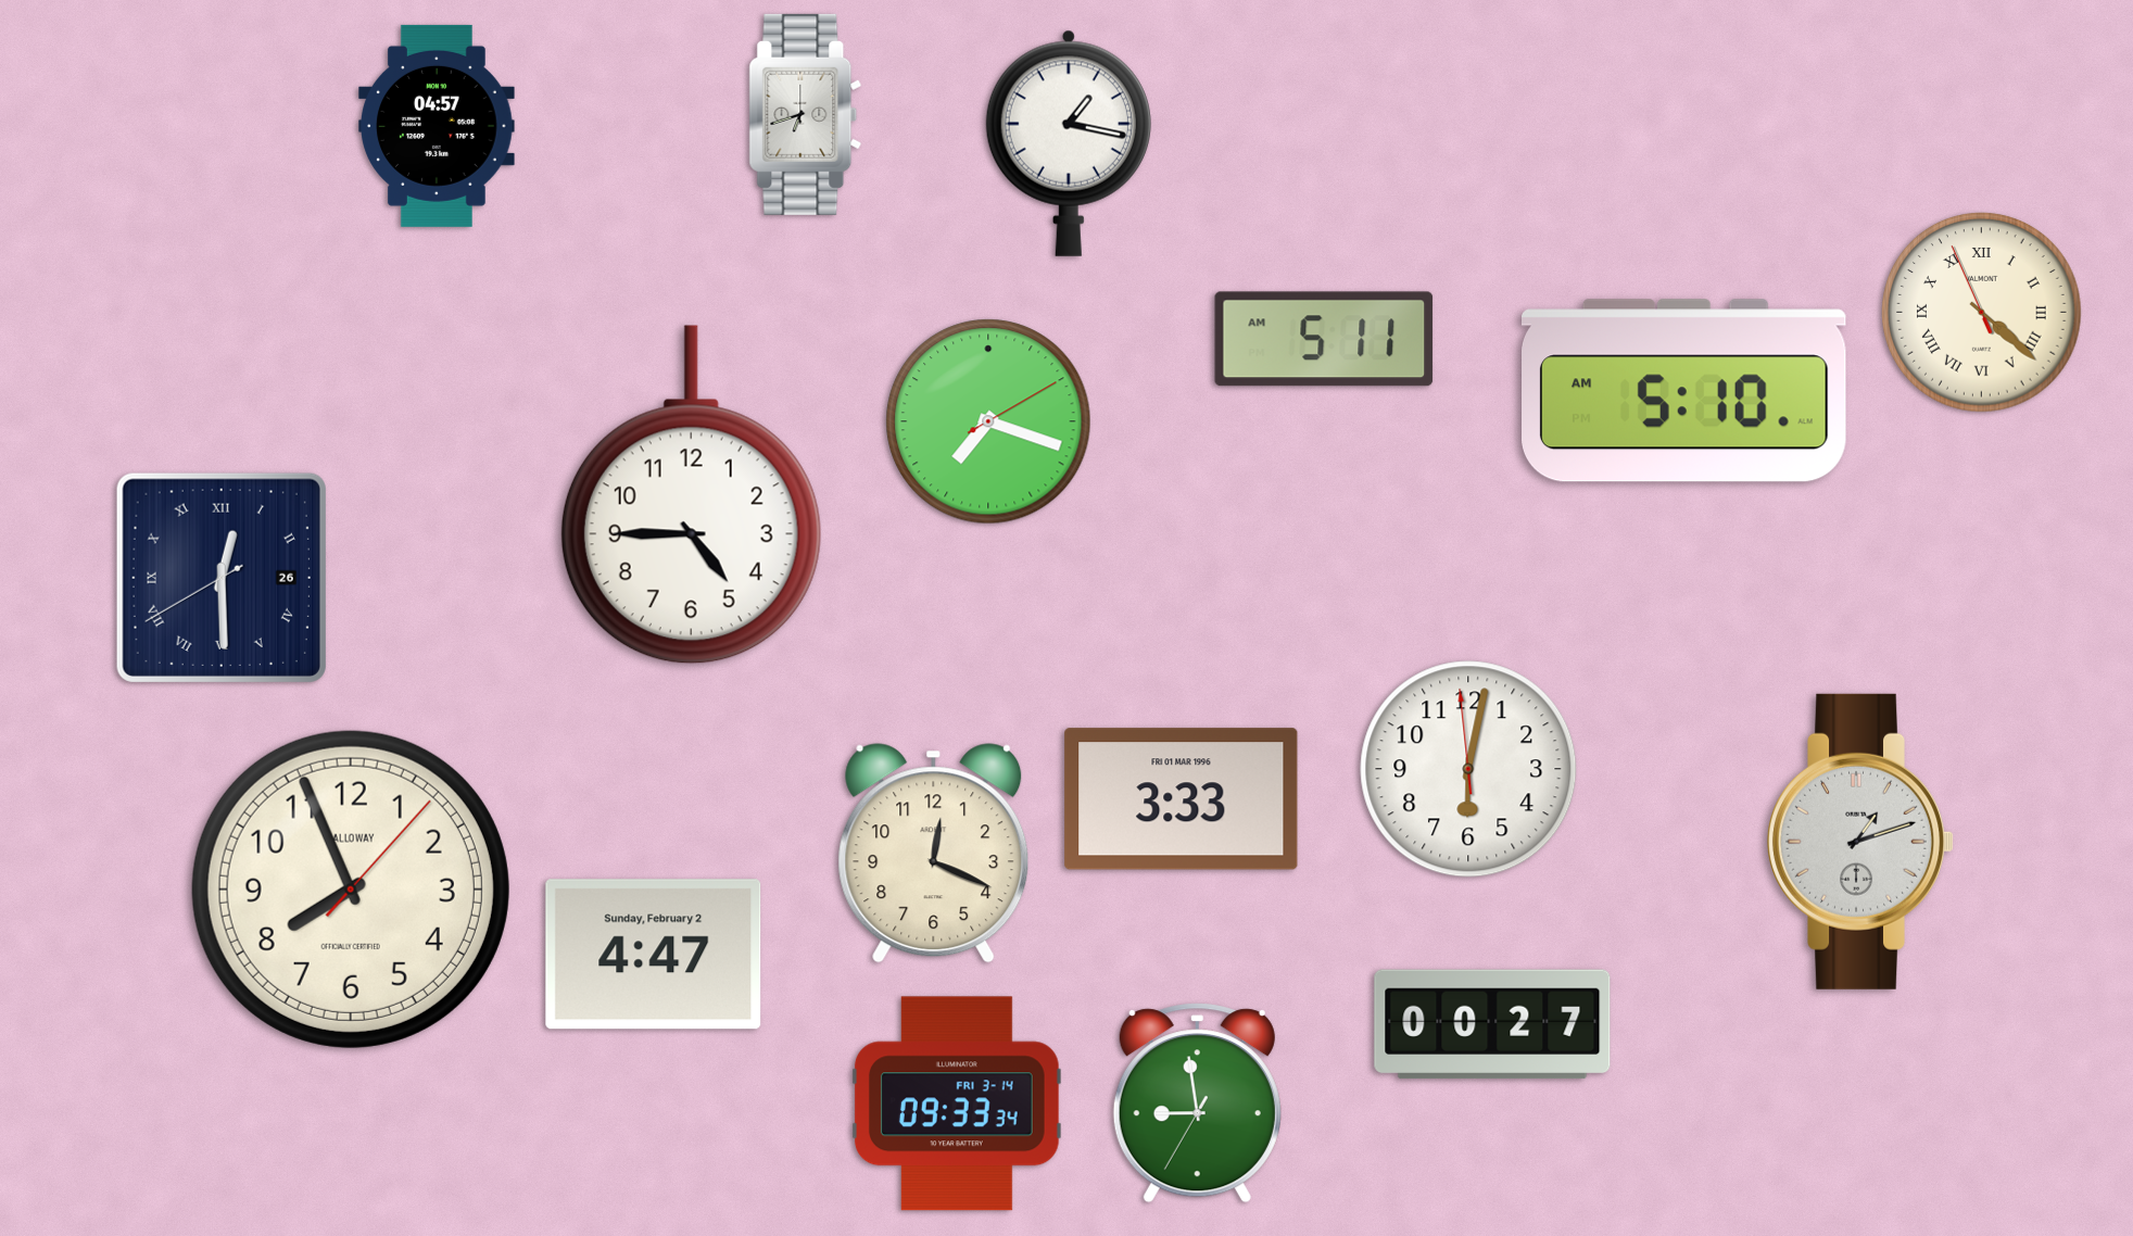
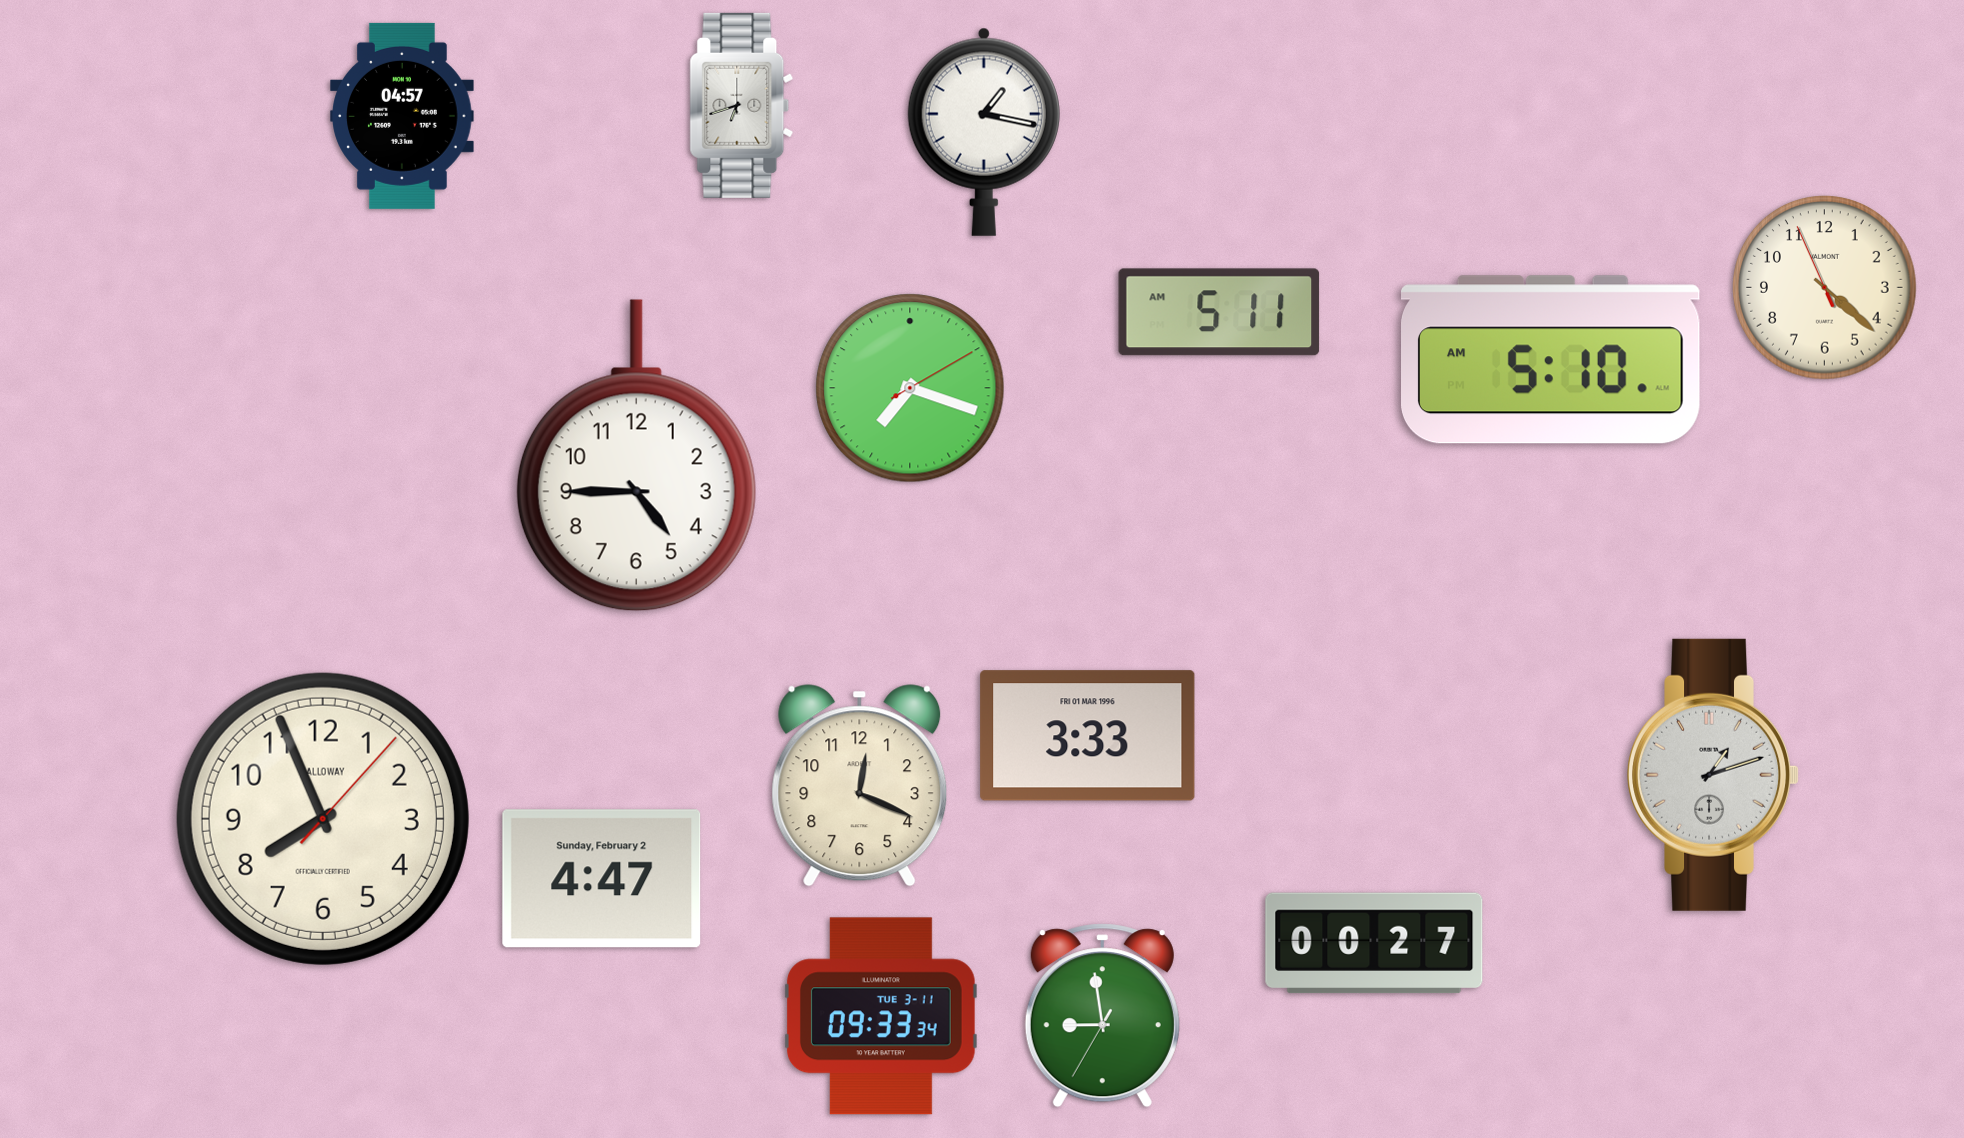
clock at (1982, 313) numerals: Roman -> Arabic
clock at (222, 578): 12:29 -> none
clock at (1468, 769): 6:01 -> none
clock at (957, 1103) date: FRI 3-14 -> TUE 3-11
